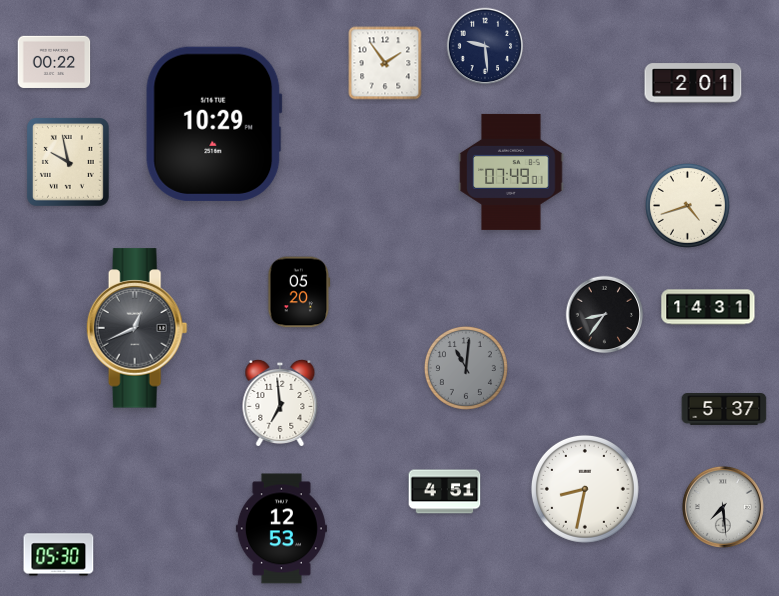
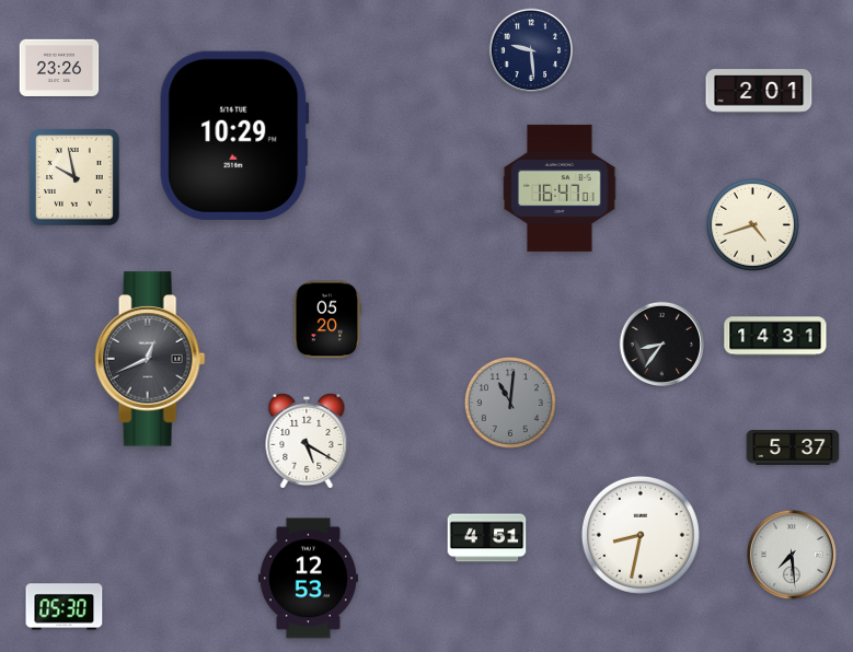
clock at (54, 62): 00:22 -> 23:26
clock at (385, 63): 1:54 -> none
clock at (511, 172): 07:49 -> 16:47
clock at (280, 403): 6:59 -> 5:20
